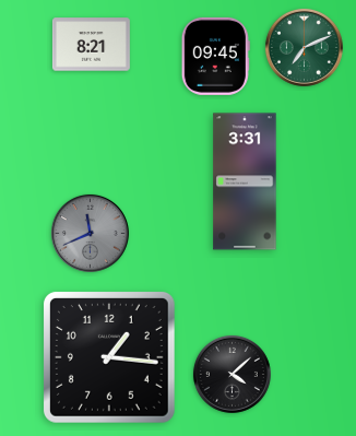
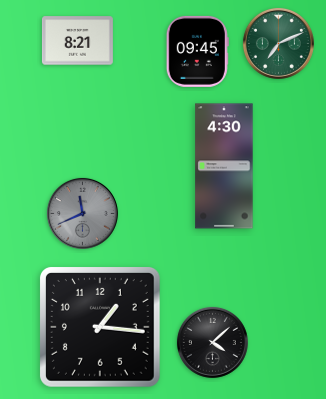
clock at (91, 45) position: (91, 45) -> (77, 41)
clock at (245, 181): 3:31 -> 4:30
